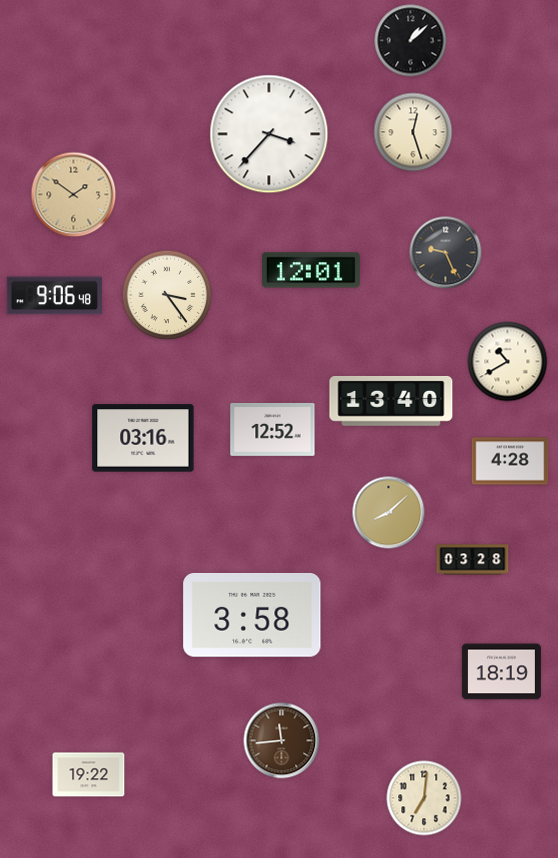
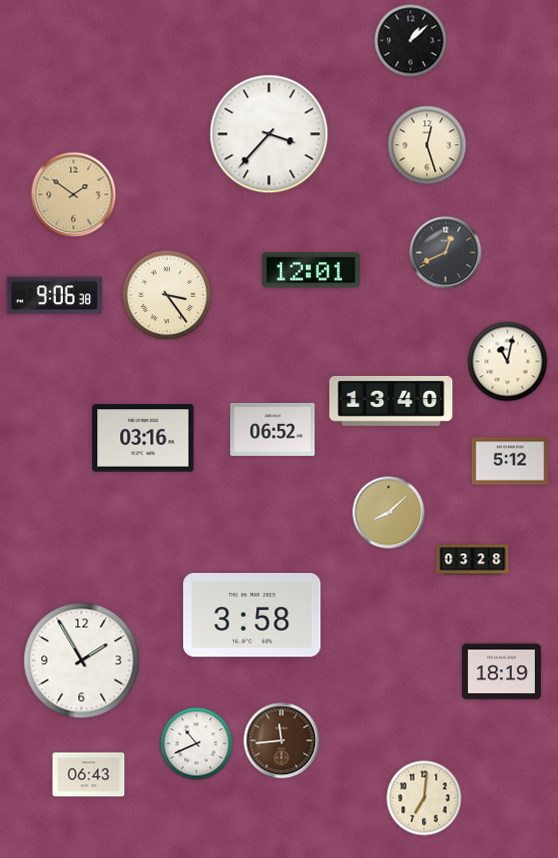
clock at (413, 132) position: (413, 132) -> (427, 145)
clock at (446, 253): 9:26 -> 12:41
clock at (54, 296): 9:06:48 -> 9:06:38
clock at (508, 362): 10:40 -> 11:02
clock at (273, 429): 12:52 -> 06:52
clock at (510, 461): 4:28 -> 5:12
clock at (82, 661): none -> 1:55
clock at (197, 744): none -> 10:41
clock at (89, 775): 19:22 -> 06:43
